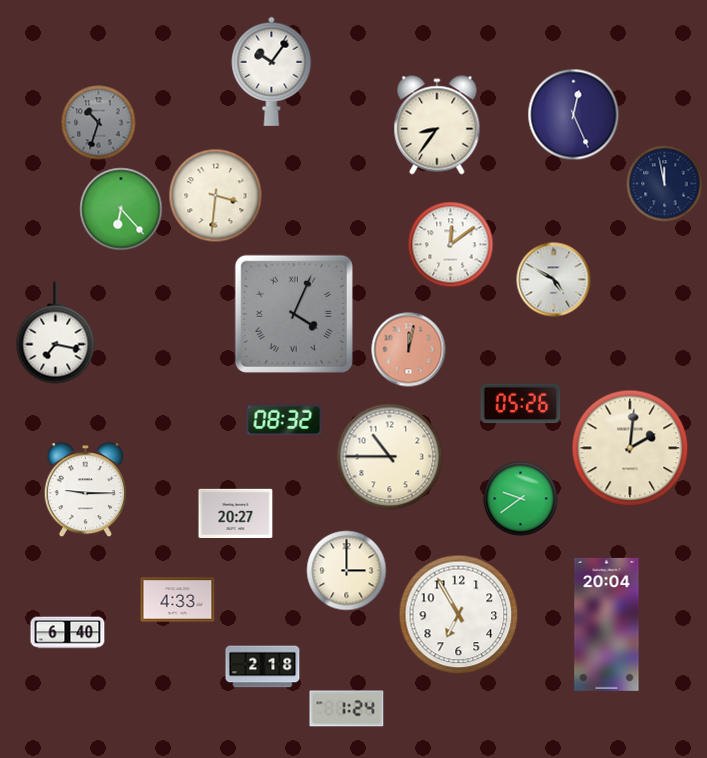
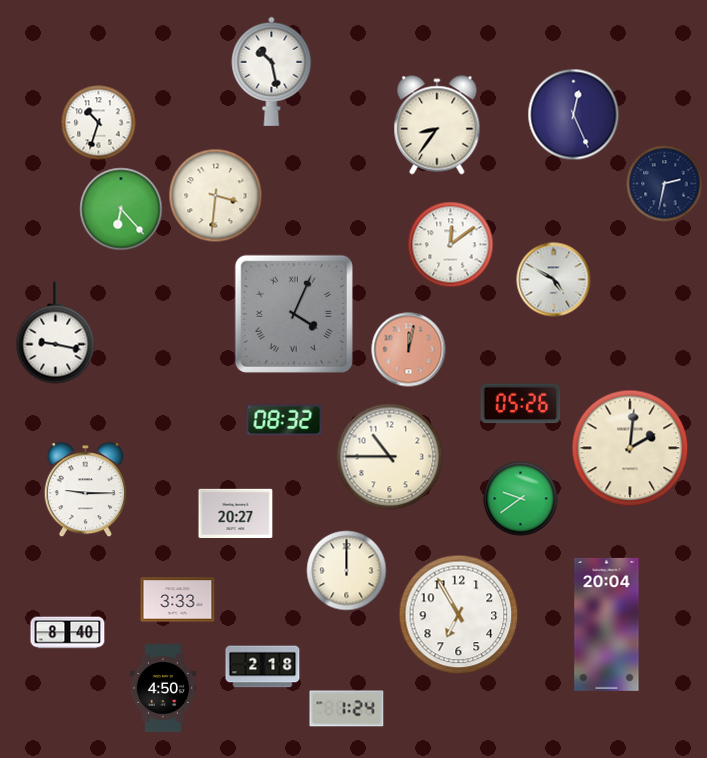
clock at (272, 71): 10:06 -> 10:28
clock at (99, 123) dial: grey -> white
clock at (665, 184): 11:58 -> 2:32
clock at (56, 333): 7:17 -> 9:17
clock at (347, 571): 3:00 -> 12:00
clock at (178, 600): 4:33 -> 3:33
clock at (68, 633): 6:40 -> 8:40
clock at (163, 688): none -> 4:50
